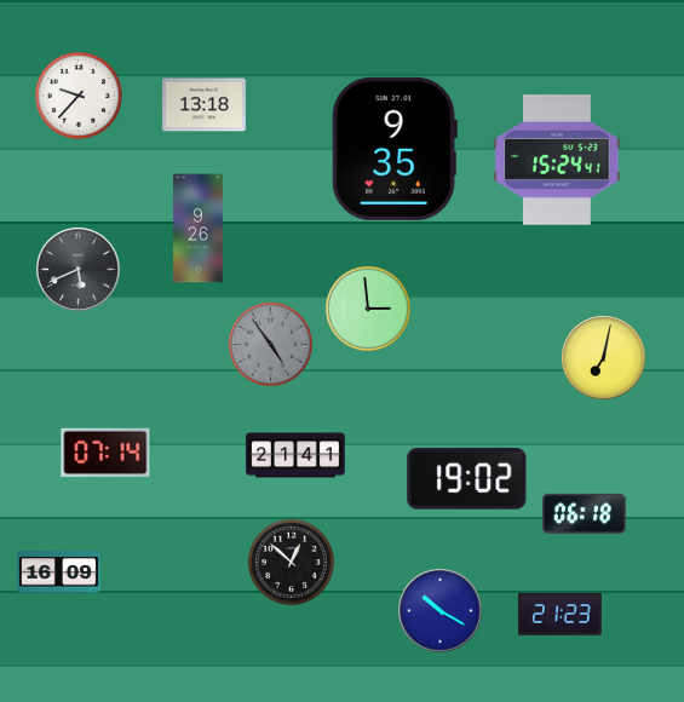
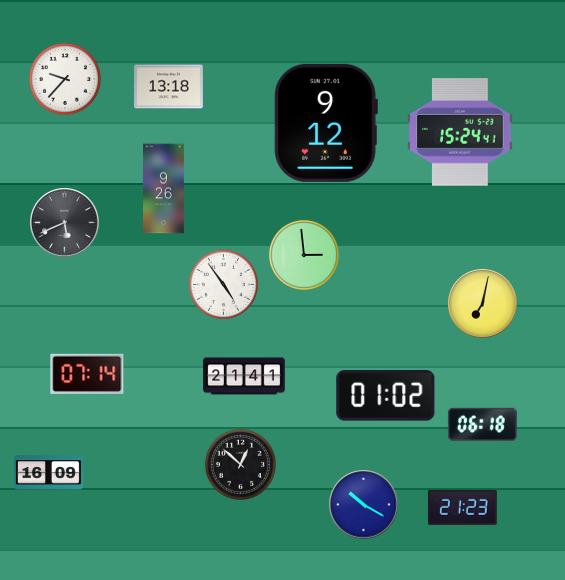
clock at (395, 149): 9:35 -> 9:12
clock at (270, 344) dial: grey -> white
clock at (604, 358) position: (604, 358) -> (483, 304)
clock at (467, 479): 19:02 -> 01:02
